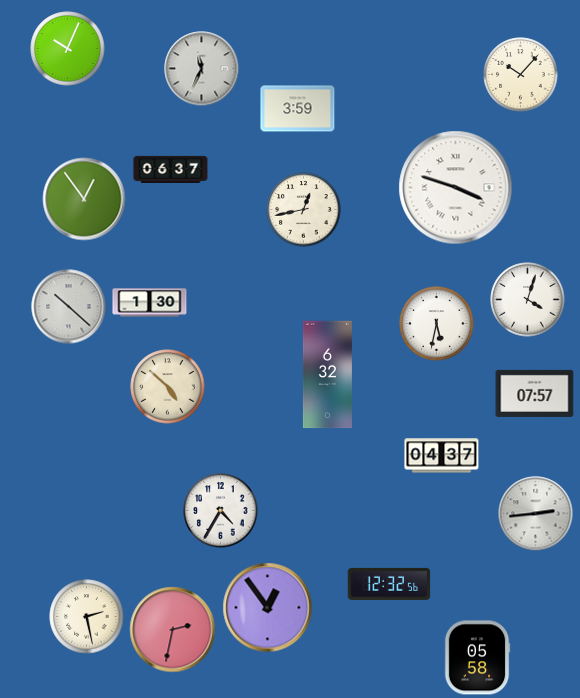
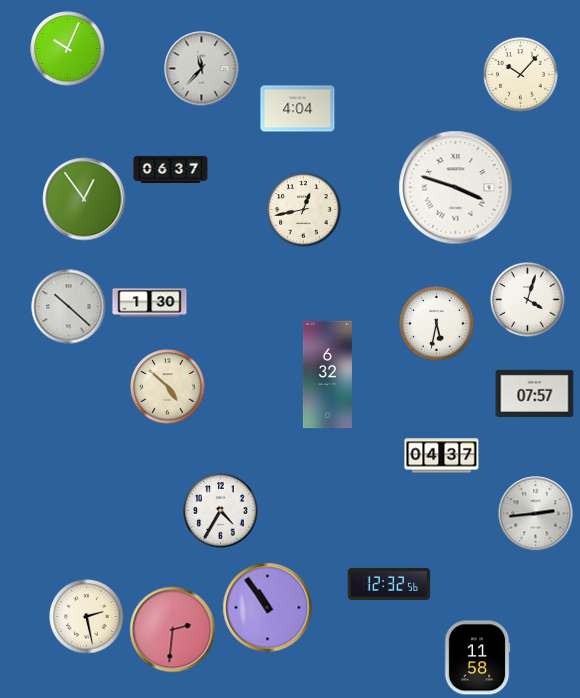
clock at (202, 69): 11:34 -> 11:37
clock at (298, 109): 3:59 -> 4:04
clock at (268, 608): 12:54 -> 10:54
clock at (173, 630): 2:32 -> 2:31
clock at (477, 658): 05:58 -> 11:58
